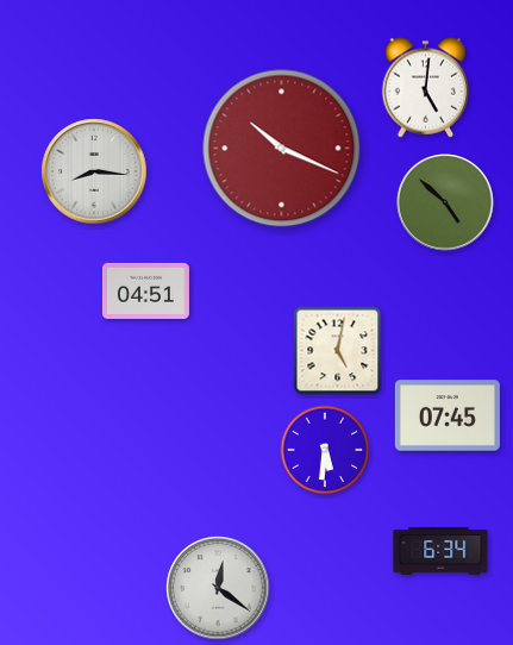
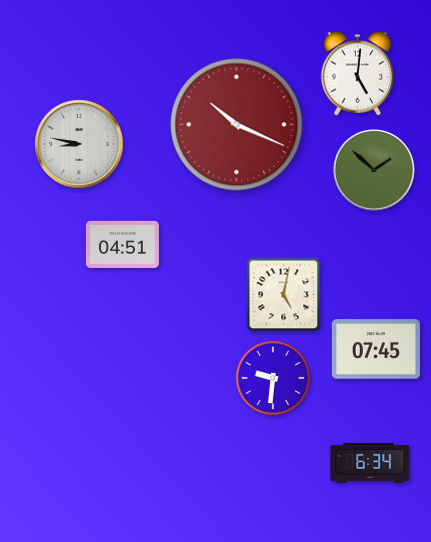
clock at (94, 171): 8:16 -> 8:47
clock at (446, 203): 4:52 -> 1:52
clock at (325, 450): 5:31 -> 9:31
clock at (218, 588): 12:21 -> none
